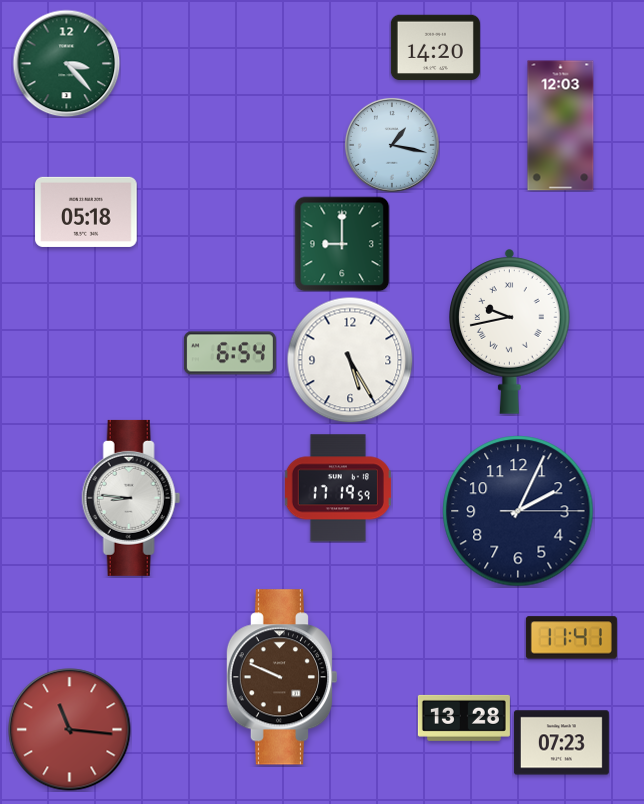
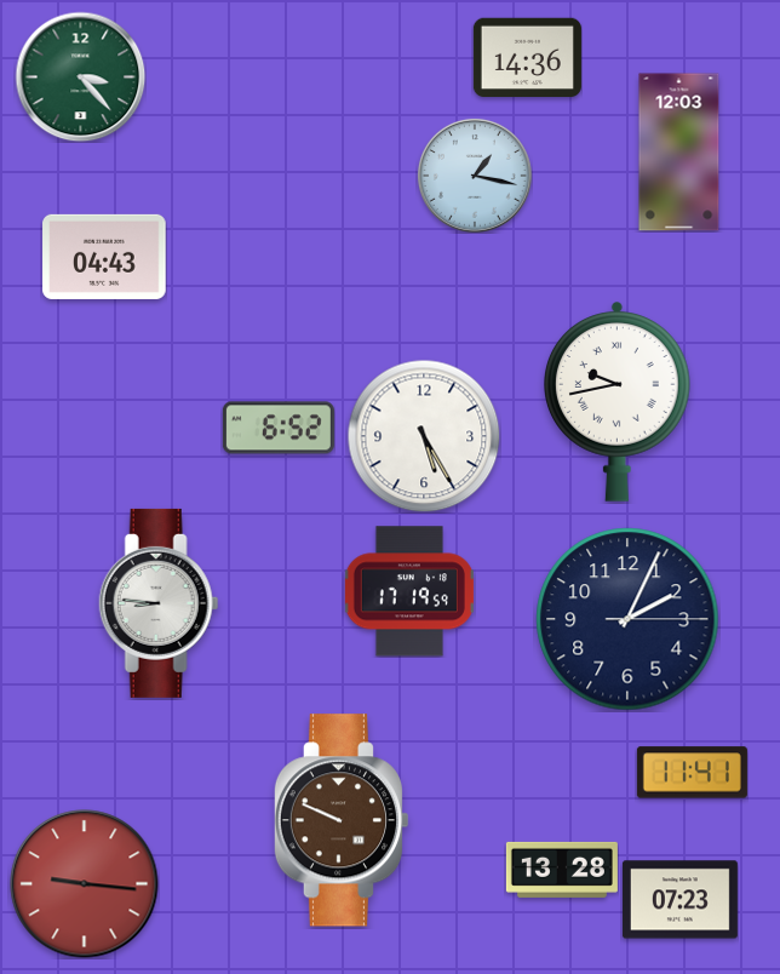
clock at (435, 48): 14:20 -> 14:36
clock at (86, 212): 05:18 -> 04:43
clock at (342, 244): 9:00 -> none
clock at (230, 353): 6:54 -> 6:52
clock at (70, 730): 11:16 -> 9:16
